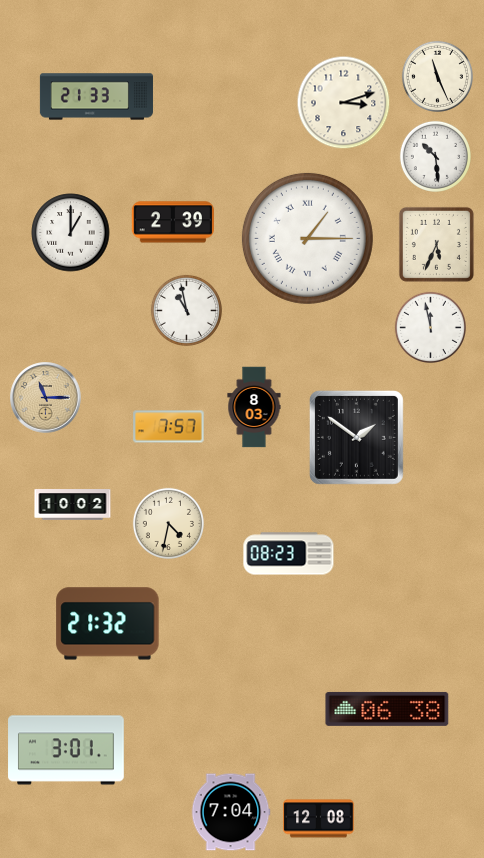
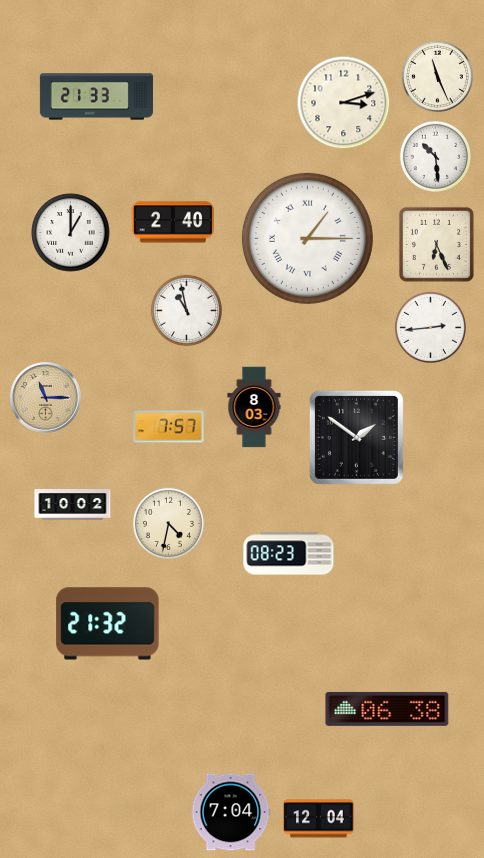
clock at (173, 222): 2:39 -> 2:40
clock at (436, 244): 5:34 -> 6:26
clock at (430, 327): 11:58 -> 2:44
clock at (66, 750): 3:01 -> none
clock at (319, 819): 12:08 -> 12:04
